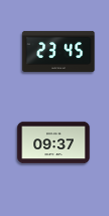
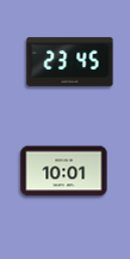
clock at (54, 143): 09:37 -> 10:01
